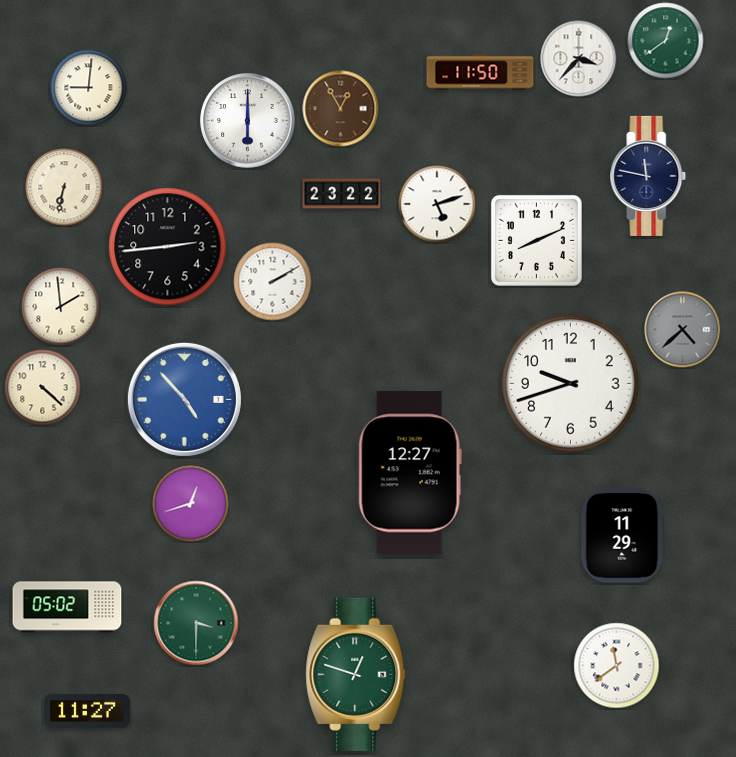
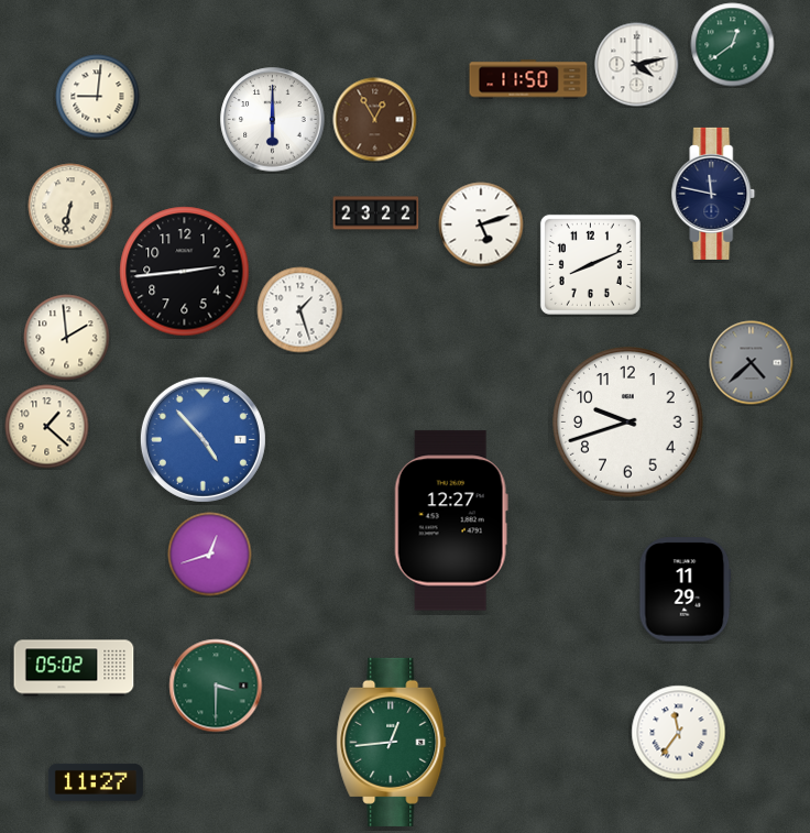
clock at (579, 59): 3:37 -> 4:13
clock at (248, 121) position: (248, 121) -> (273, 120)
clock at (273, 282): 2:10 -> 1:27
clock at (43, 388): 4:22 -> 1:22
clock at (617, 666): 11:39 -> 11:36
clock at (356, 674): 12:48 -> 12:44
